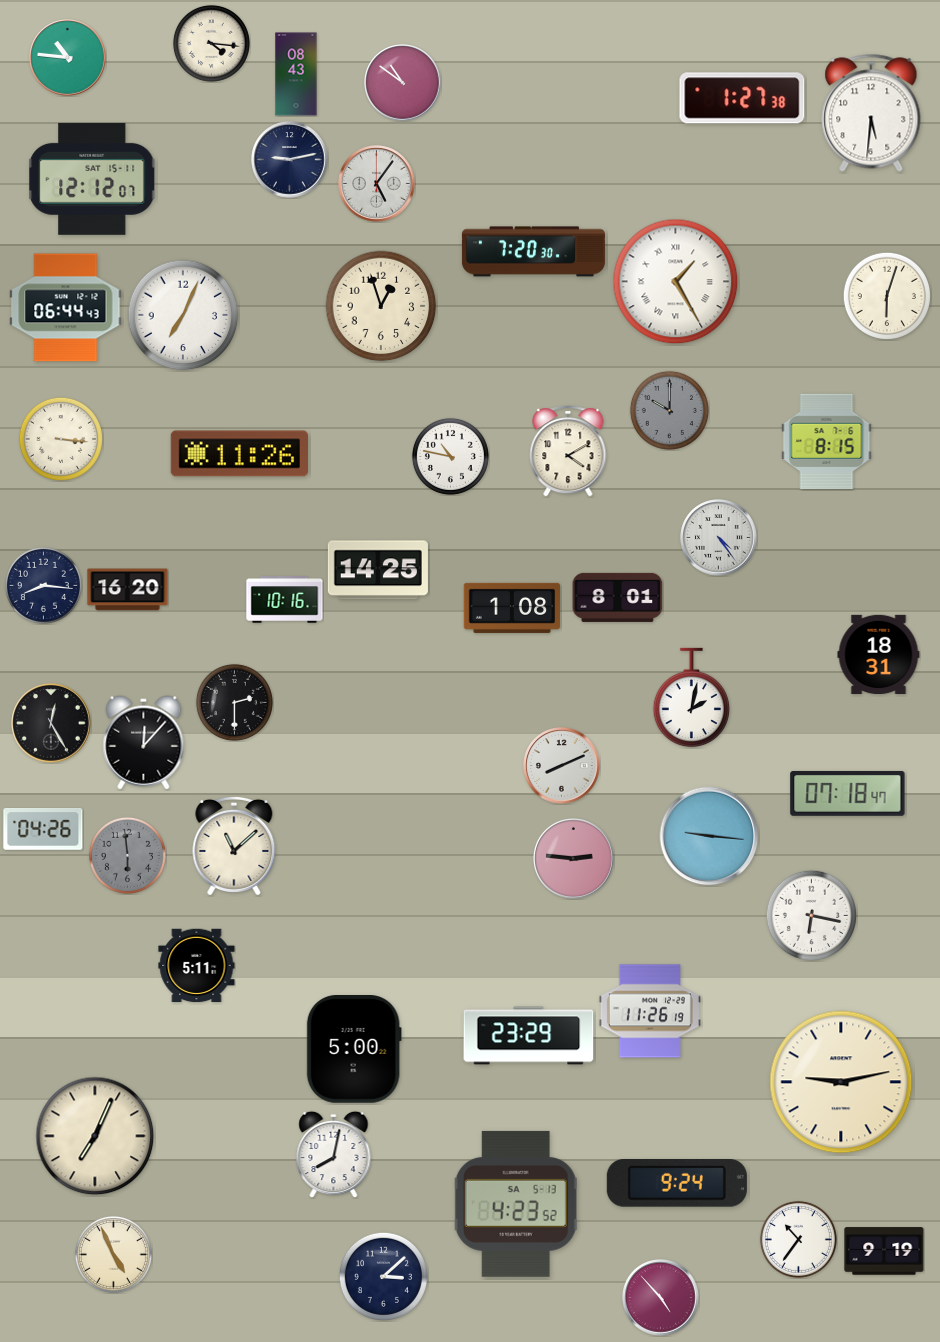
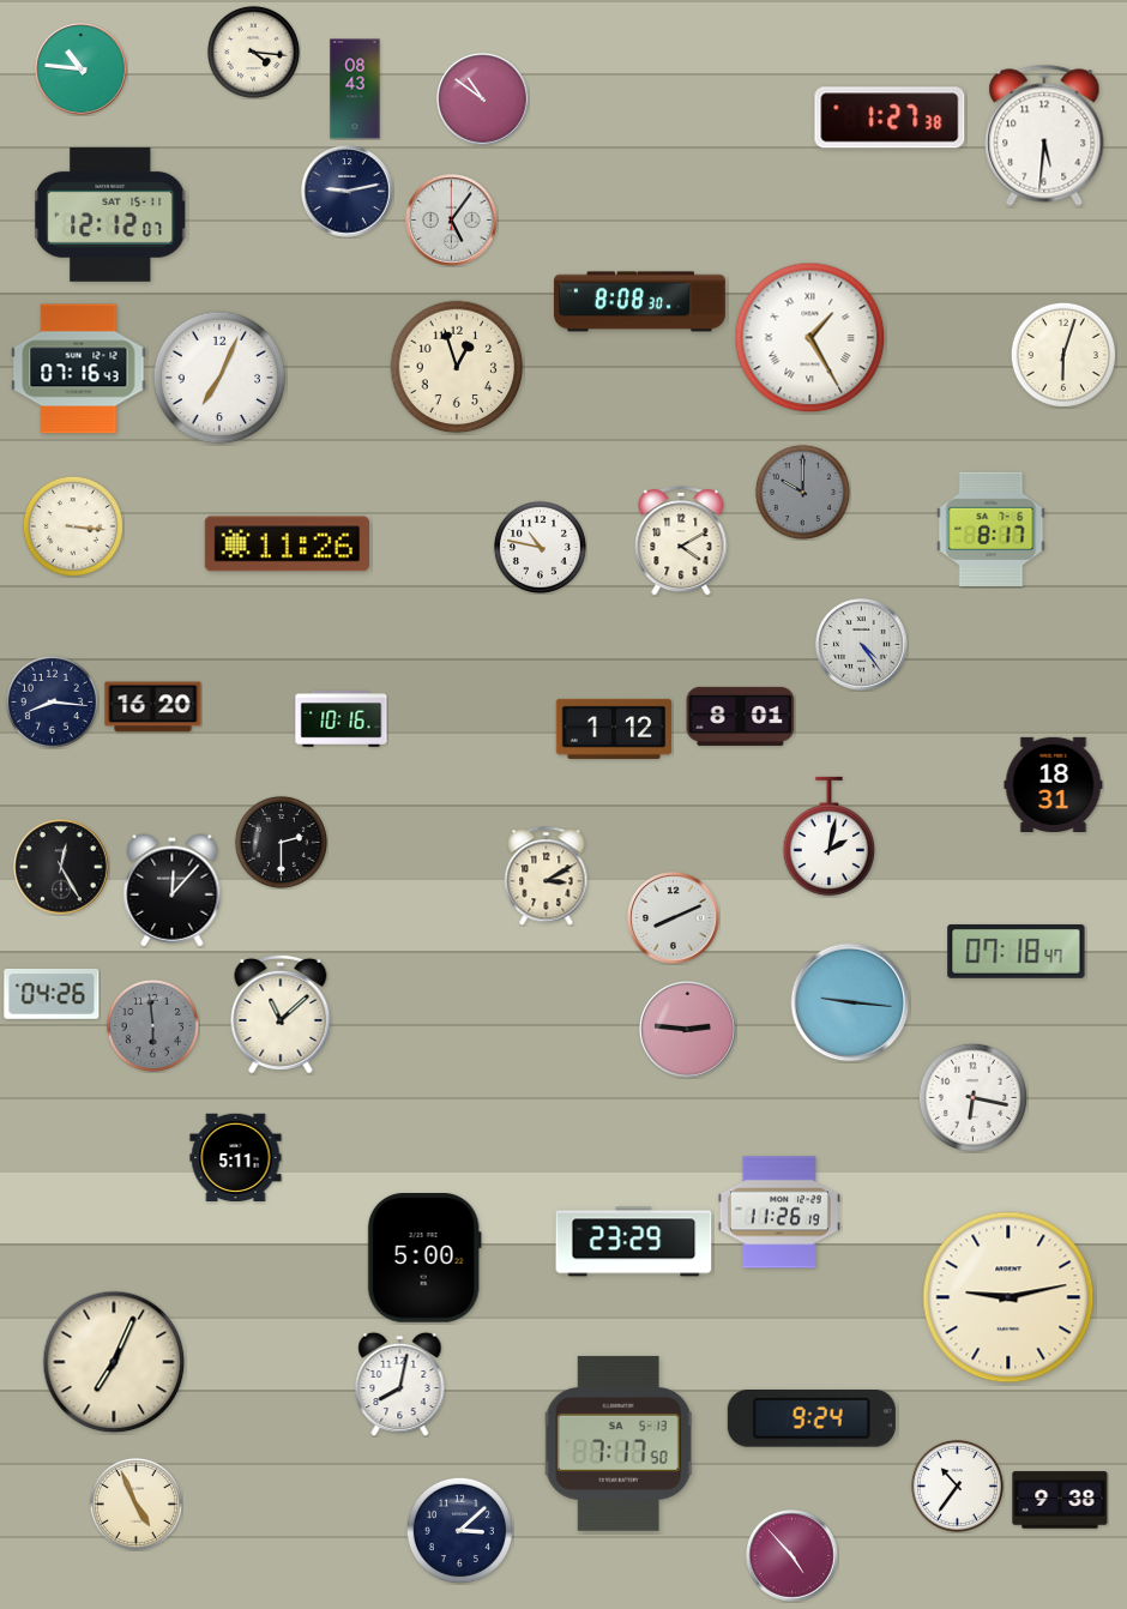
clock at (533, 252): 7:20 -> 8:08
clock at (66, 308): 06:44 -> 07:16
clock at (827, 442): 8:15 -> 8:17
clock at (378, 570): 14:25 -> none
clock at (512, 608): 1:08 -> 1:12
clock at (547, 876): none -> 3:10
clock at (516, 1204): 4:23 -> 7:17
clock at (884, 1251): 9:19 -> 9:38
